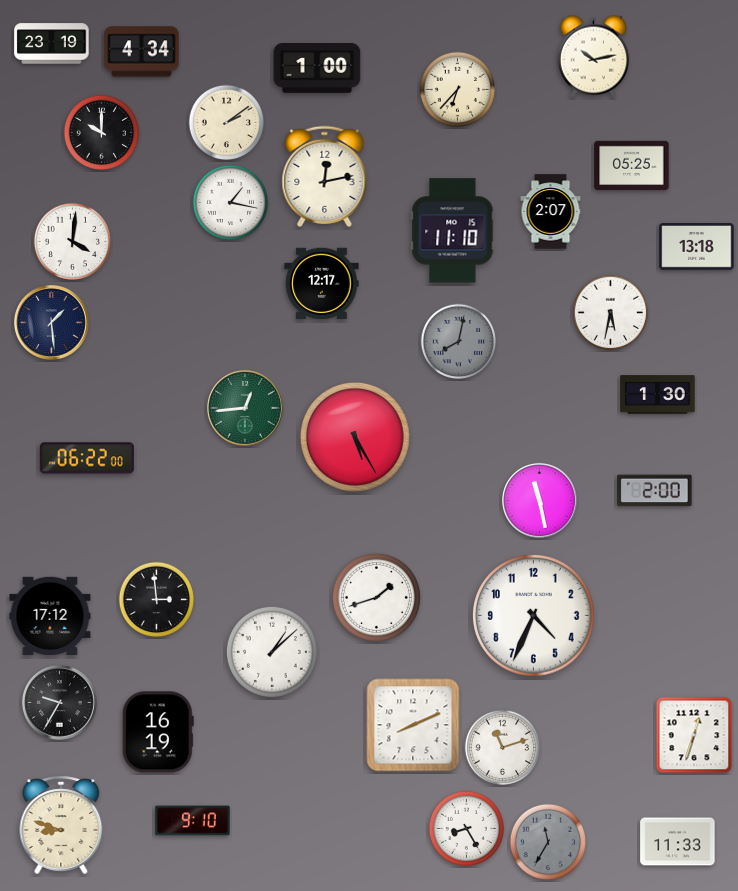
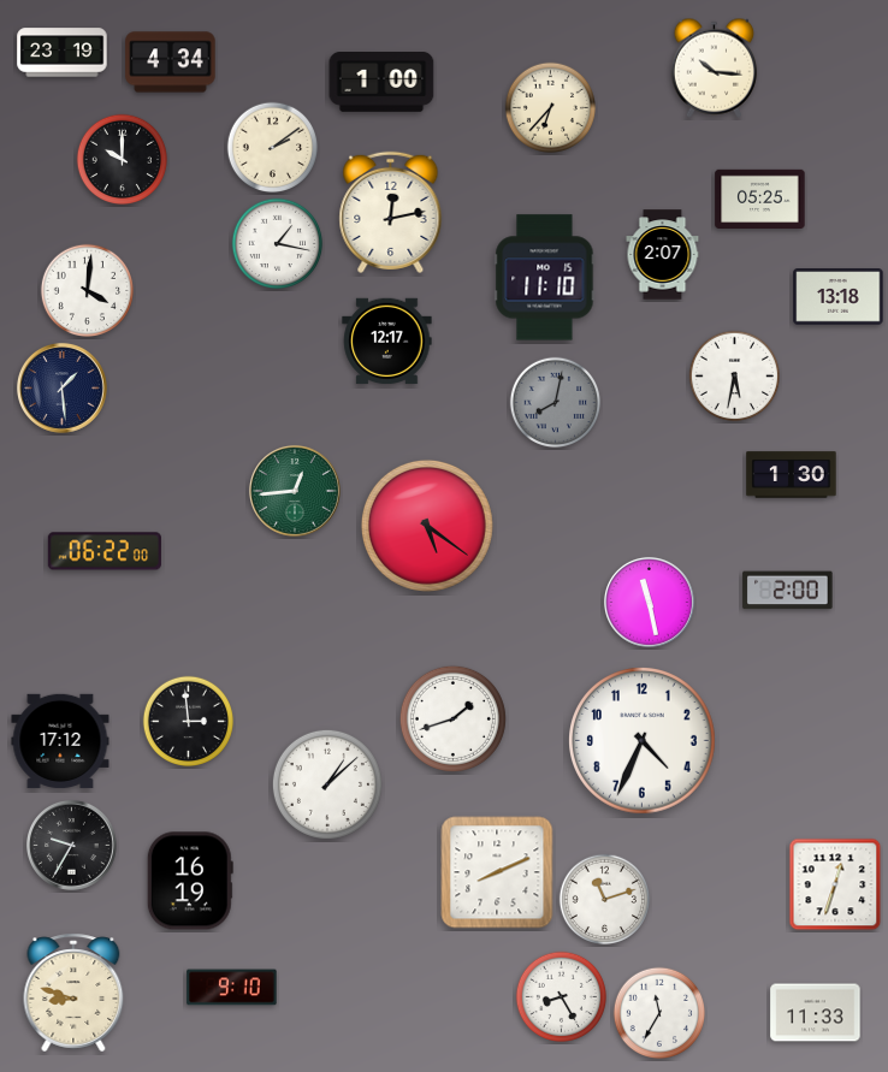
clock at (594, 56): 10:13 -> 10:16
clock at (459, 342) position: (459, 342) -> (556, 403)
clock at (355, 437): 5:25 -> 5:21
clock at (548, 842) dial: grey -> white
